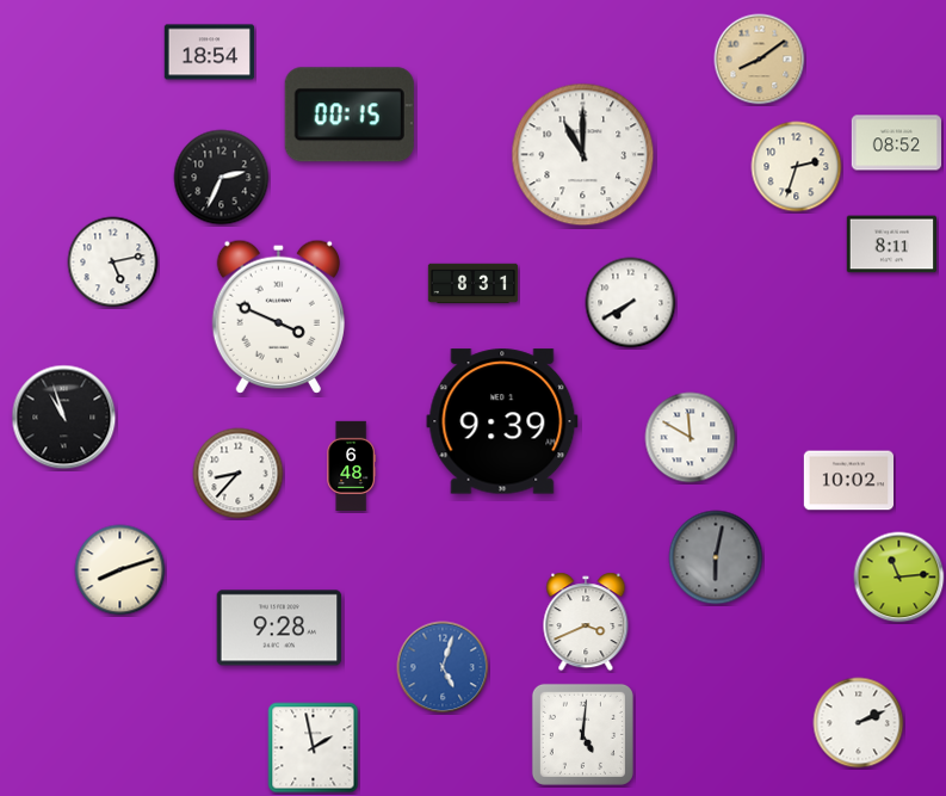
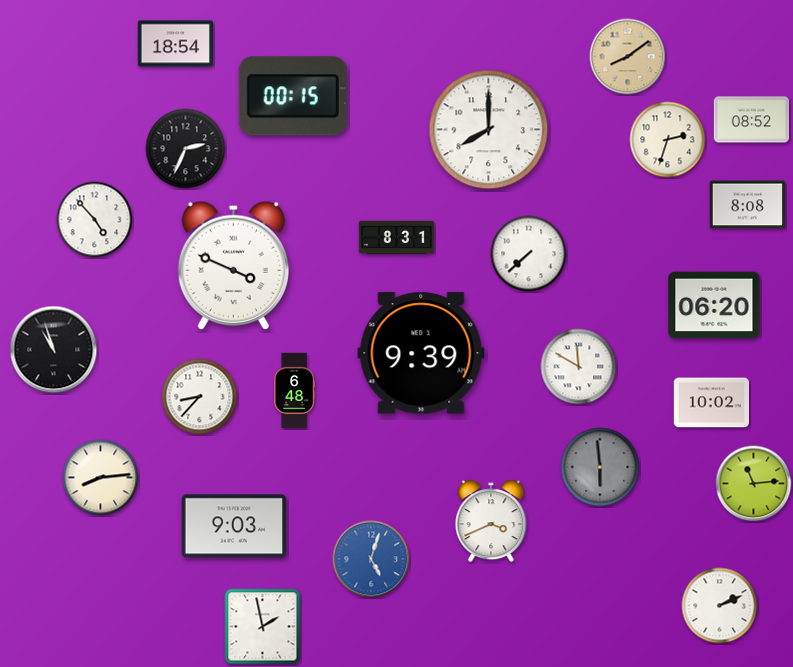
clock at (760, 60) position: (760, 60) -> (628, 57)
clock at (583, 155): 11:00 -> 8:00
clock at (892, 245): 8:11 -> 8:08
clock at (113, 263): 5:13 -> 4:53
clock at (631, 303): 7:40 -> 7:38
clock at (714, 305): none -> 06:20
clock at (716, 557): 6:02 -> 5:59
clock at (120, 570): 8:12 -> 8:14
clock at (279, 628): 9:28 -> 9:03
clock at (582, 734): 5:01 -> none
